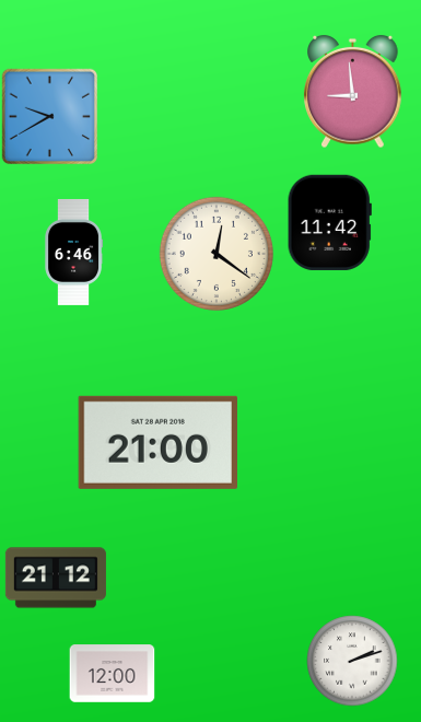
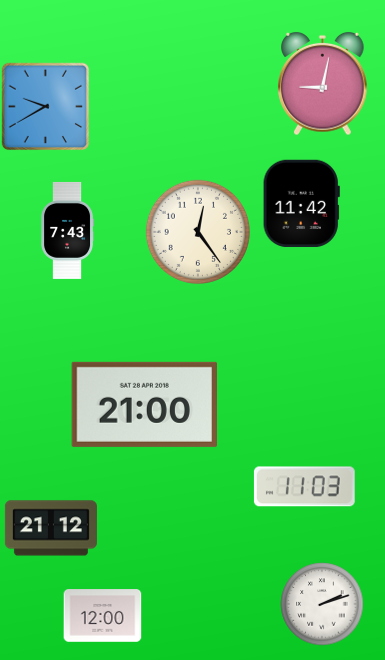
clock at (353, 91): 8:59 -> 9:02
clock at (74, 252): 6:46 -> 7:43
clock at (217, 254): 12:21 -> 12:24
clock at (304, 487): none -> 11:03
